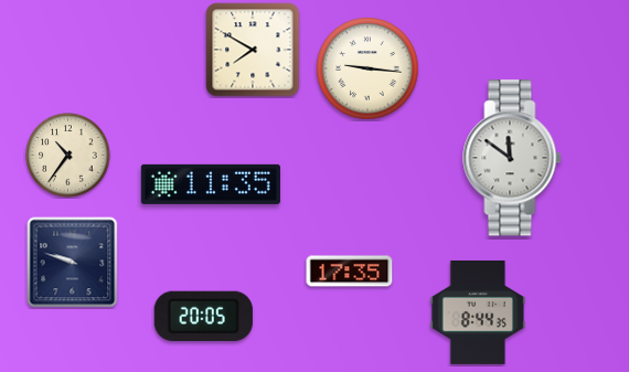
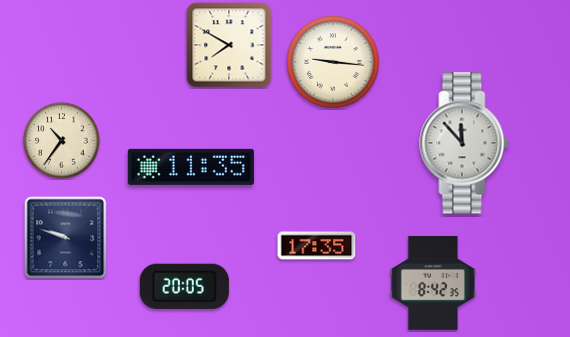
clock at (512, 158): 11:51 -> 11:53
clock at (478, 312): 8:44 -> 8:42
